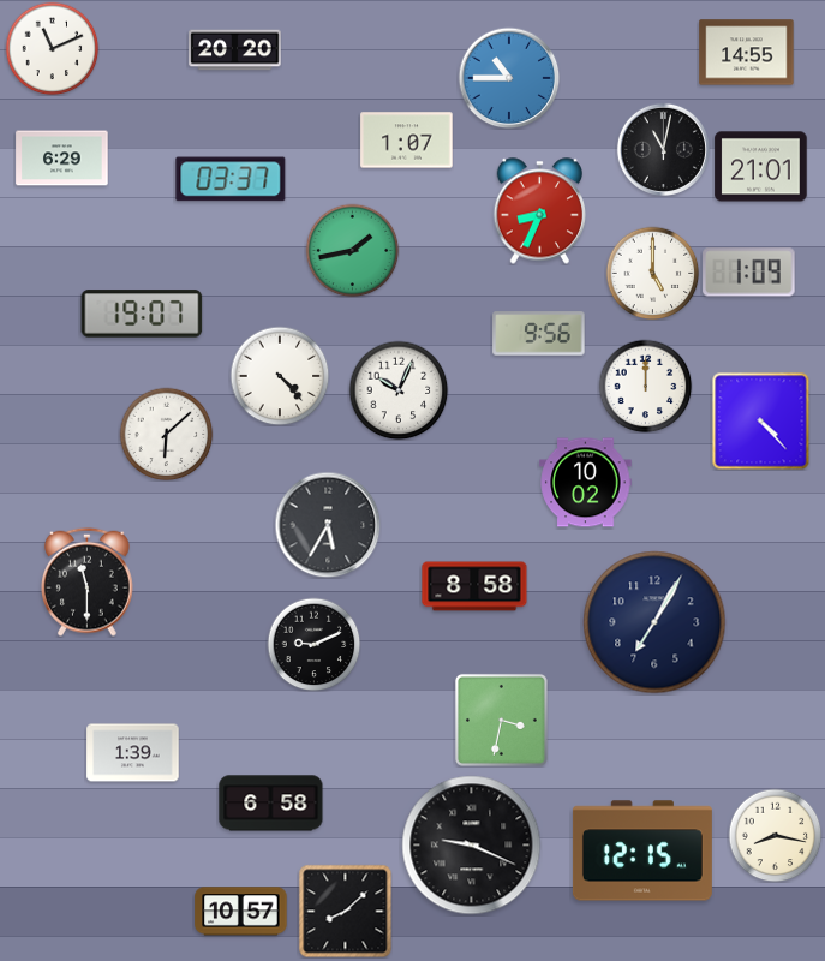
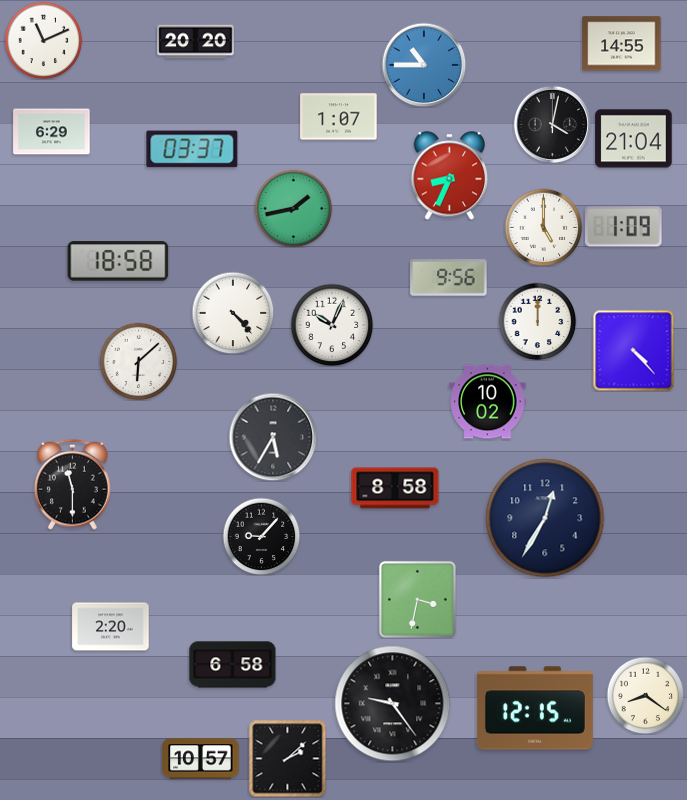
clock at (663, 149): 11:02 -> 4:02
clock at (761, 167): 21:01 -> 21:04
clock at (142, 314): 19:07 -> 18:58
clock at (654, 622): 7:05 -> 12:35
clock at (313, 644): 9:11 -> 9:07
clock at (133, 753): 1:39 -> 2:20
clock at (271, 804) position: (271, 804) -> (233, 665)
clock at (775, 835): 8:17 -> 8:21
clock at (472, 846): 9:19 -> 9:24
clock at (345, 911): 8:08 -> 2:08
